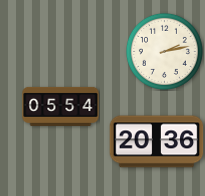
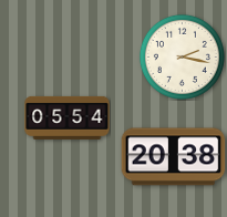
clock at (164, 51): 2:13 -> 2:17
clock at (157, 142): 20:36 -> 20:38
